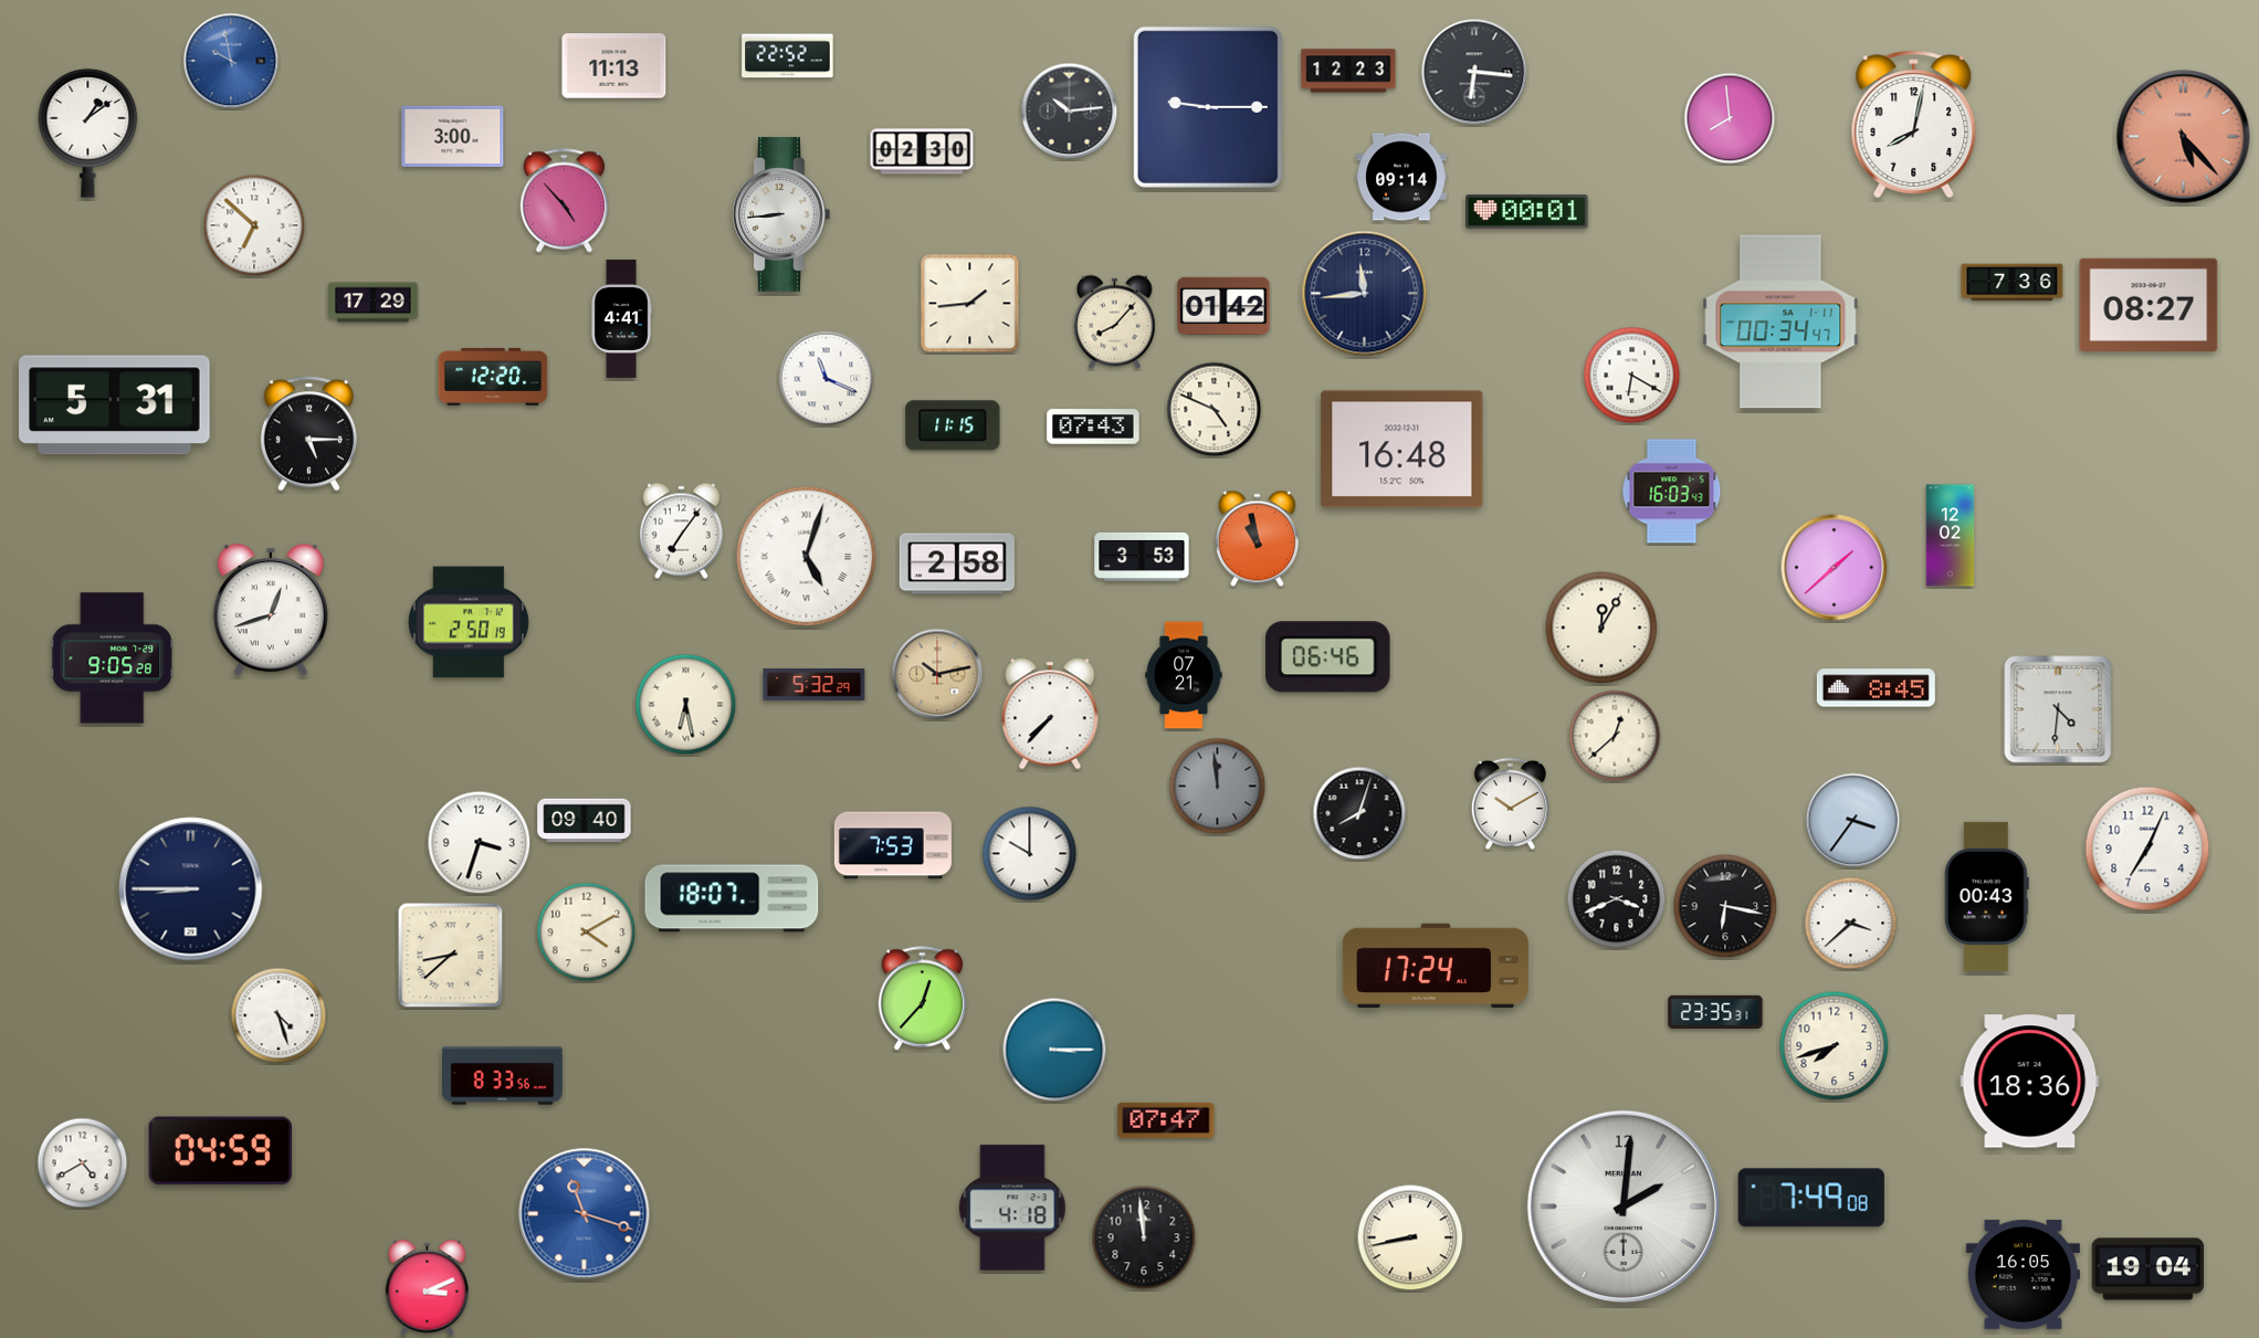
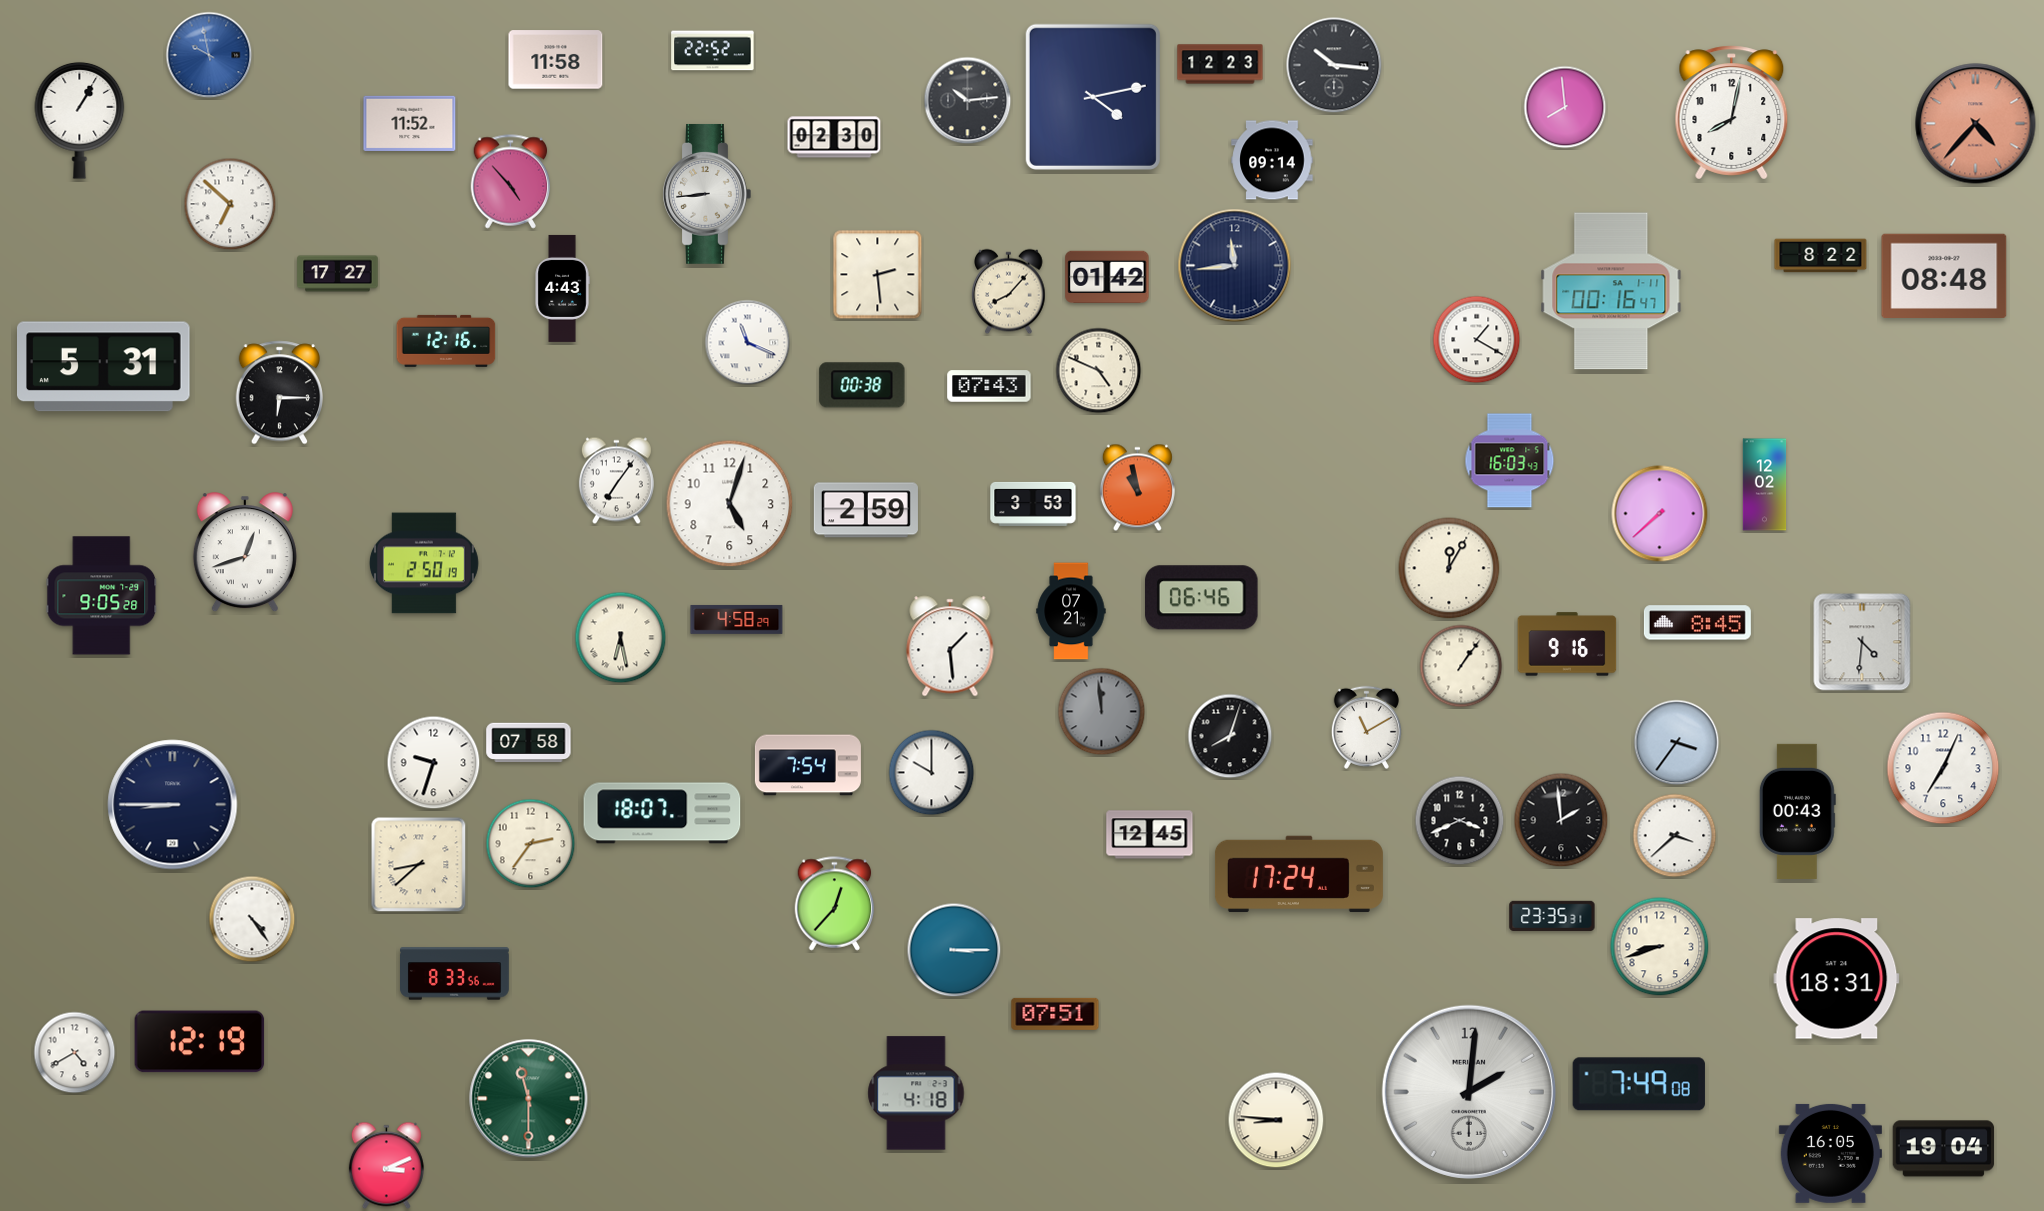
clock at (614, 66): 11:13 -> 11:58
clock at (1474, 72): 6:16 -> 10:16
clock at (1208, 107): 9:15 -> 4:13
clock at (88, 133): 1:09 -> 1:05
clock at (453, 136): 3:00 -> 11:52
clock at (2184, 137): 5:23 -> 4:37
clock at (1401, 177) position: (1401, 177) -> (1272, 160)
clock at (1527, 212): 00:01 -> none
clock at (2013, 283): 7:36 -> 8:22
clock at (374, 303): 17:29 -> 17:27
clock at (970, 304): 1:44 -> 2:29
clock at (2148, 304): 08:27 -> 08:48
clock at (621, 318): 4:41 -> 4:43
clock at (1780, 322): 00:34 -> 00:16
clock at (1632, 376): 6:20 -> 1:20
clock at (493, 377): 12:20 -> 12:16
clock at (953, 425): 11:15 -> 00:38
clock at (308, 434): 5:15 -> 6:15
clock at (1402, 450): 16:48 -> none
clock at (1672, 492) position: (1672, 492) -> (1510, 461)
clock at (807, 557) numerals: Roman -> Arabic
clock at (957, 563): 2:58 -> 2:59
clock at (1835, 568): 1:38 -> 7:38
clock at (1328, 657) position: (1328, 657) -> (1202, 598)
clock at (937, 674): 10:13 -> none
clock at (815, 685): 5:32 -> 4:58
clock at (1567, 644): none -> 9:16
clock at (1050, 714): 7:37 -> 1:29
clock at (1615, 736): 12:38 -> 1:06
clock at (1510, 803): 10:10 -> 11:10
clock at (585, 821): 09:40 -> 07:58
clock at (480, 843): 3:33 -> 9:33
clock at (893, 845): 7:53 -> 7:54
clock at (1617, 899) position: (1617, 899) -> (1460, 821)
clock at (1725, 906): 6:17 -> 1:59
clock at (1150, 835): none -> 12:45
clock at (587, 933): 4:10 -> 2:36
clock at (451, 956) position: (451, 956) -> (419, 865)
clock at (279, 1015): 4:27 -> 4:24
clock at (1835, 1046): 7:42 -> 8:42
clock at (2030, 1082): 18:36 -> 18:31
clock at (1166, 1120): 07:47 -> 07:51
clock at (221, 1151): 04:59 -> 12:19
clock at (585, 1214): 11:18 -> 11:30
clock at (585, 1214) dial: blue -> green
clock at (1144, 1237): 11:59 -> none
clock at (1410, 1237): 8:43 -> 8:46
